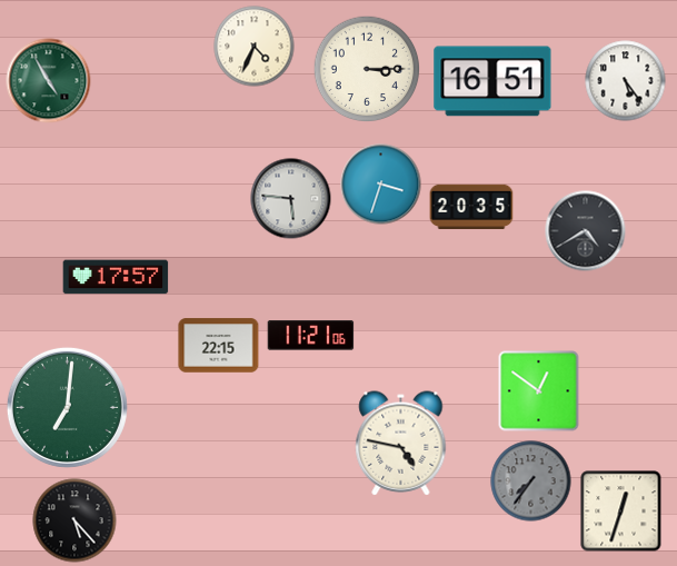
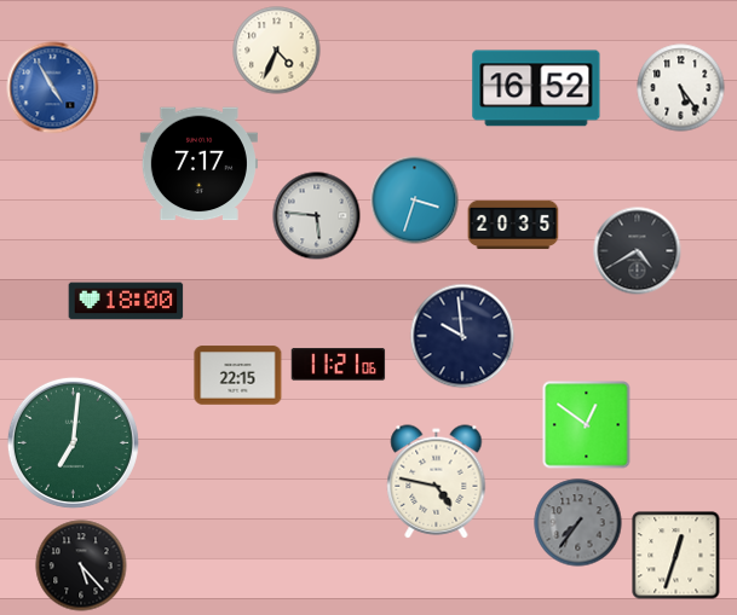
clock at (367, 69): 3:15 -> none
clock at (49, 81) dial: green -> blue
clock at (492, 81): 16:51 -> 16:52
clock at (198, 164): none -> 7:17
clock at (116, 277): 17:57 -> 18:00
clock at (462, 336): none -> 9:59
